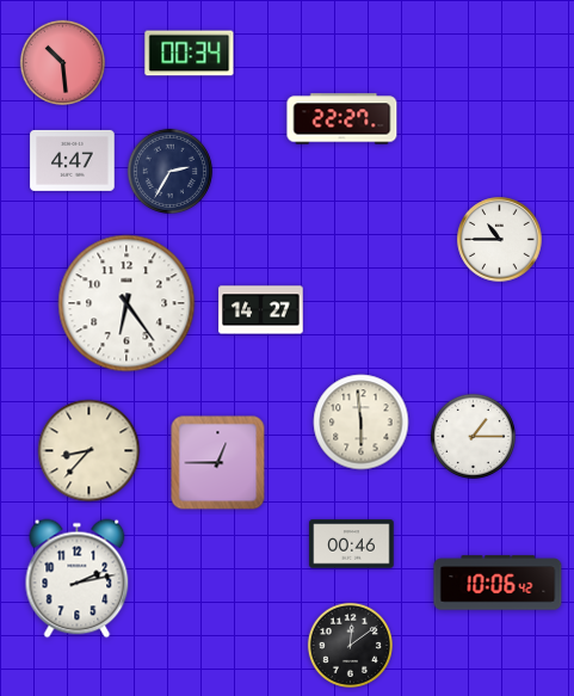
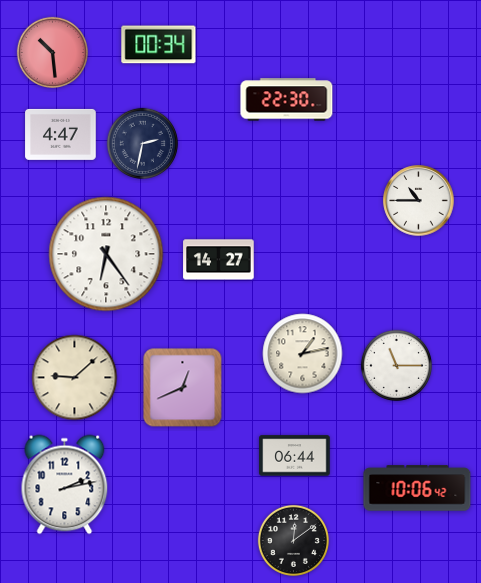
clock at (342, 119): 22:27 -> 22:30
clock at (169, 171): 2:35 -> 2:32
clock at (362, 423): 5:59 -> 1:13
clock at (473, 436): 1:15 -> 11:15
clock at (90, 451): 8:37 -> 9:08
clock at (218, 463): 12:45 -> 12:41
clock at (352, 544): 00:46 -> 06:44
